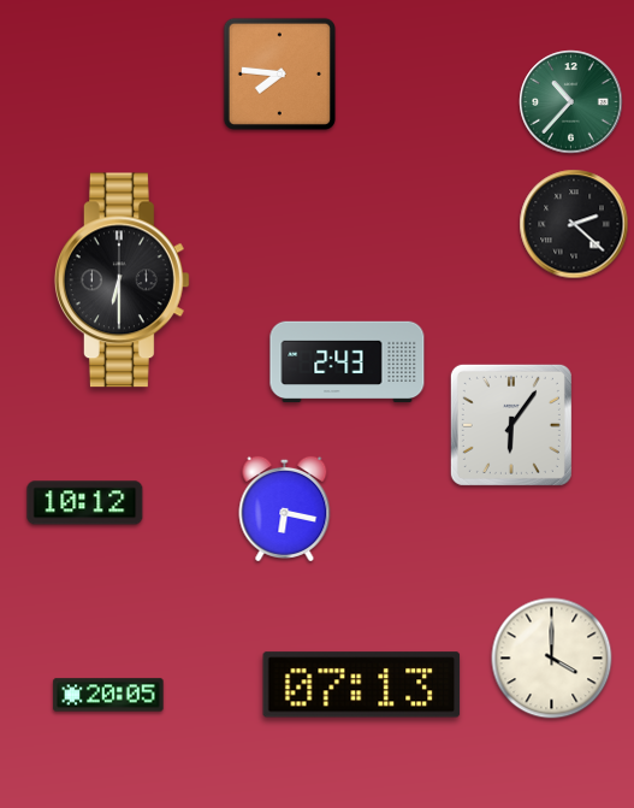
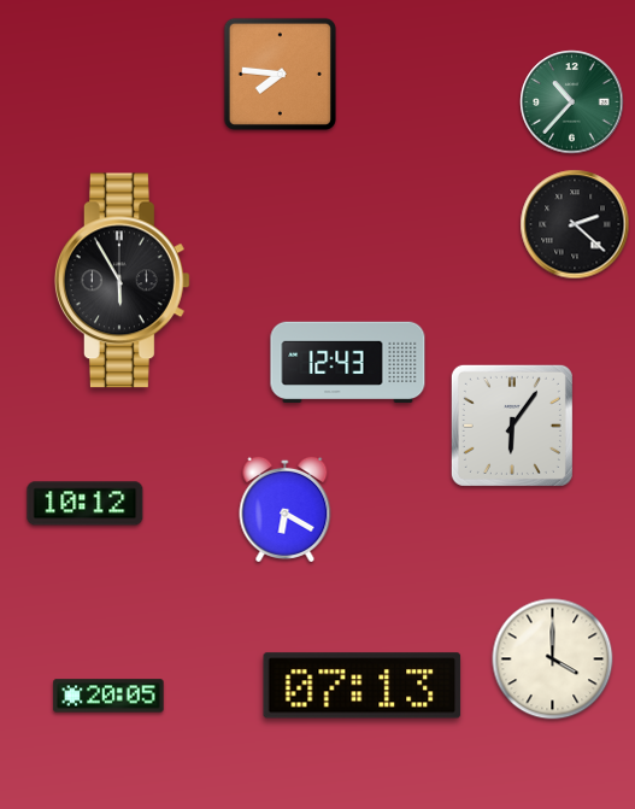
clock at (122, 281): 6:30 -> 5:55
clock at (348, 362): 2:43 -> 12:43
clock at (285, 508): 6:17 -> 6:20
